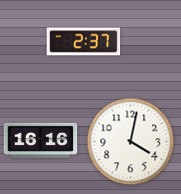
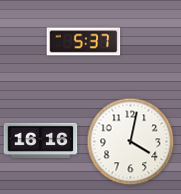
clock at (84, 42): 2:37 -> 5:37
